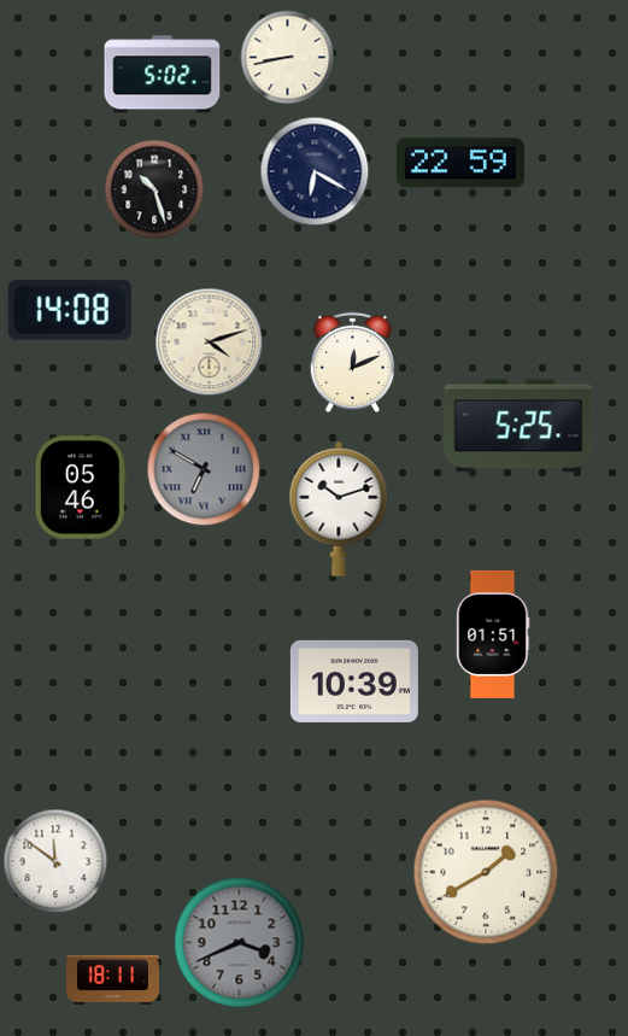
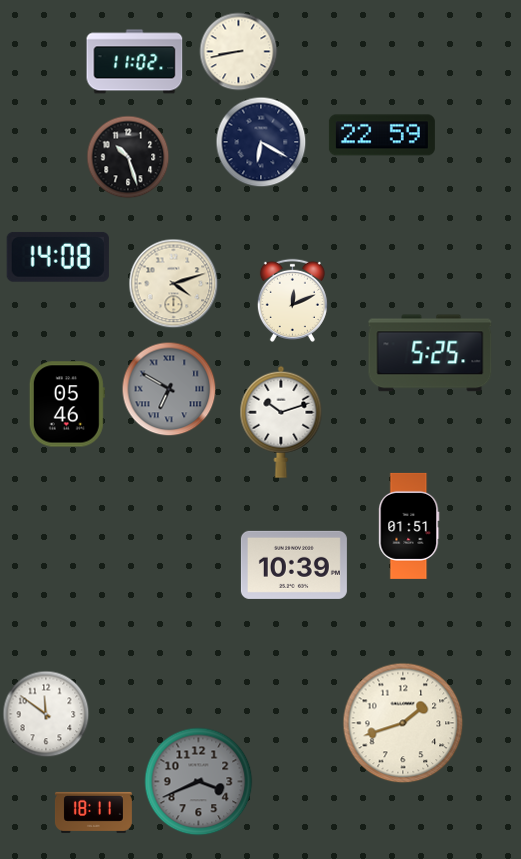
clock at (288, 58) position: (288, 58) -> (239, 52)
clock at (163, 75): 5:02 -> 11:02
clock at (486, 872): 1:40 -> 1:42
